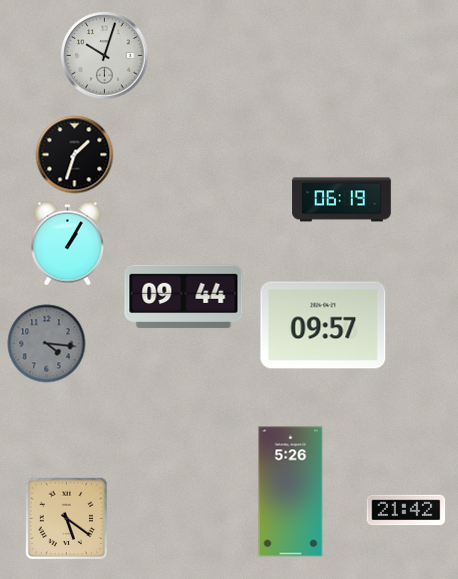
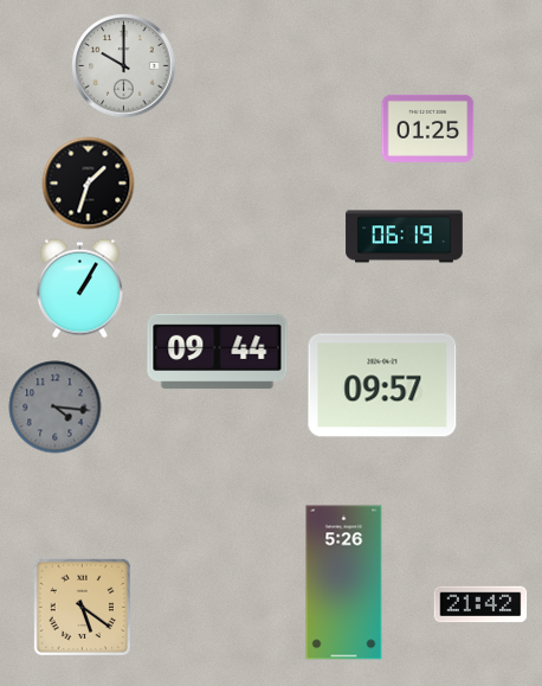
clock at (104, 55): 10:03 -> 10:00
clock at (427, 128): none -> 01:25
clock at (66, 518) position: (66, 518) -> (82, 607)
